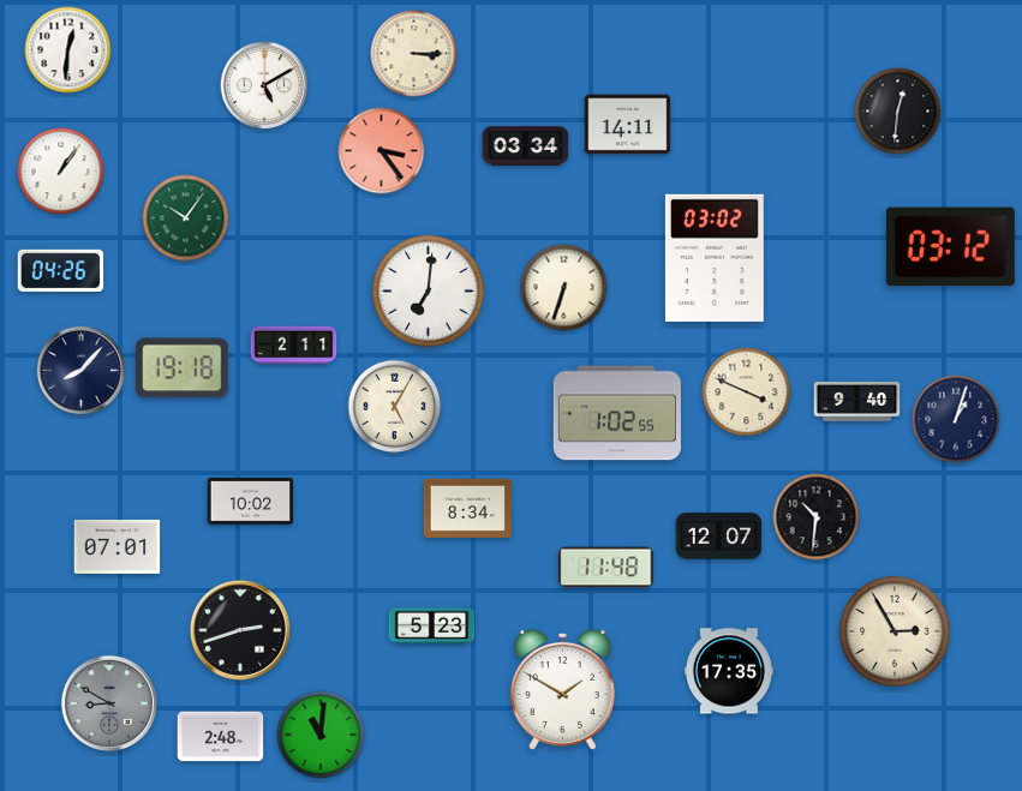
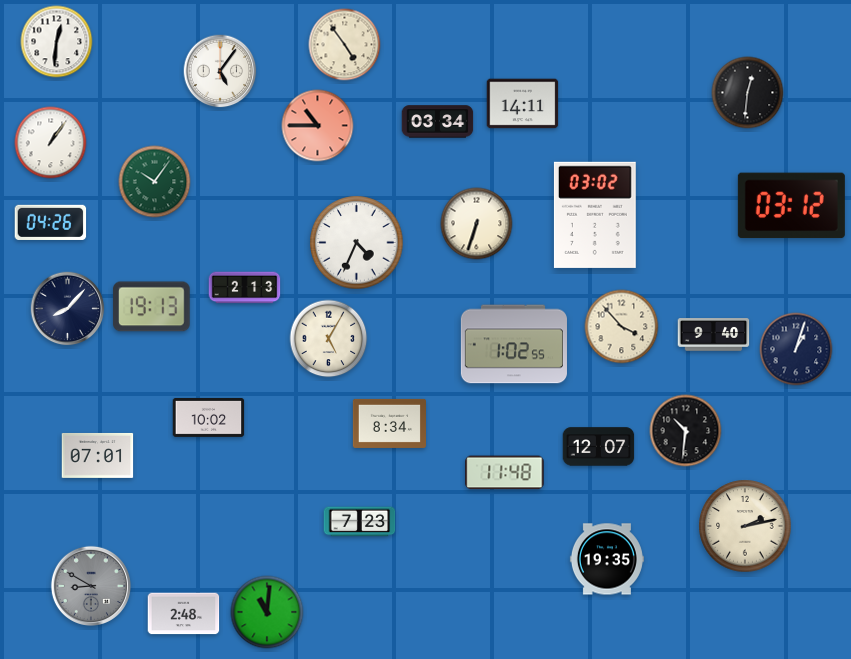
clock at (414, 54): 3:15 -> 4:54
clock at (264, 85): 5:10 -> 5:06
clock at (382, 151): 3:24 -> 10:45
clock at (61, 270) position: (61, 270) -> (51, 222)
clock at (564, 288) position: (564, 288) -> (477, 224)
clock at (429, 292): 7:01 -> 4:34
clock at (294, 346): 2:11 -> 2:13
clock at (183, 368): 19:18 -> 19:13
clock at (747, 392): 3:49 -> 3:53
clock at (817, 517) position: (817, 517) -> (686, 431)
clock at (432, 627): 5:23 -> 7:23
clock at (240, 630): 2:42 -> none
clock at (895, 631): 2:55 -> 2:13
clock at (729, 671): 17:35 -> 19:35
clock at (562, 690): 1:50 -> none
